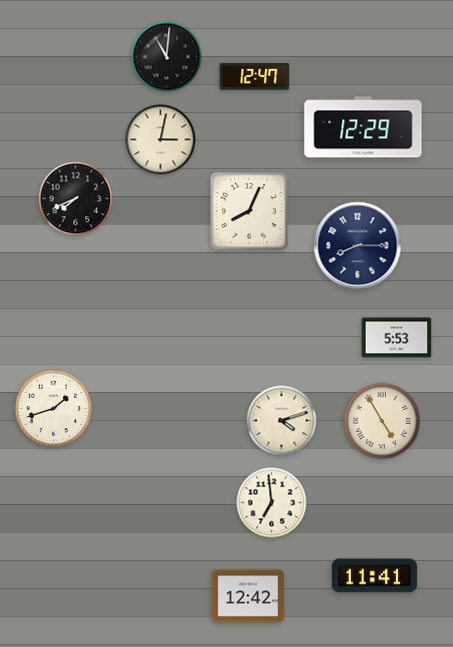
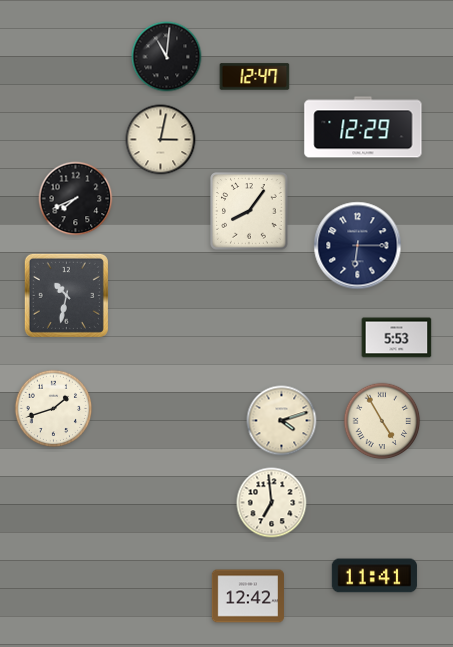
clock at (249, 211): 8:04 -> 8:06
clock at (358, 246): 8:15 -> 6:15
clock at (66, 295): none -> 10:32
